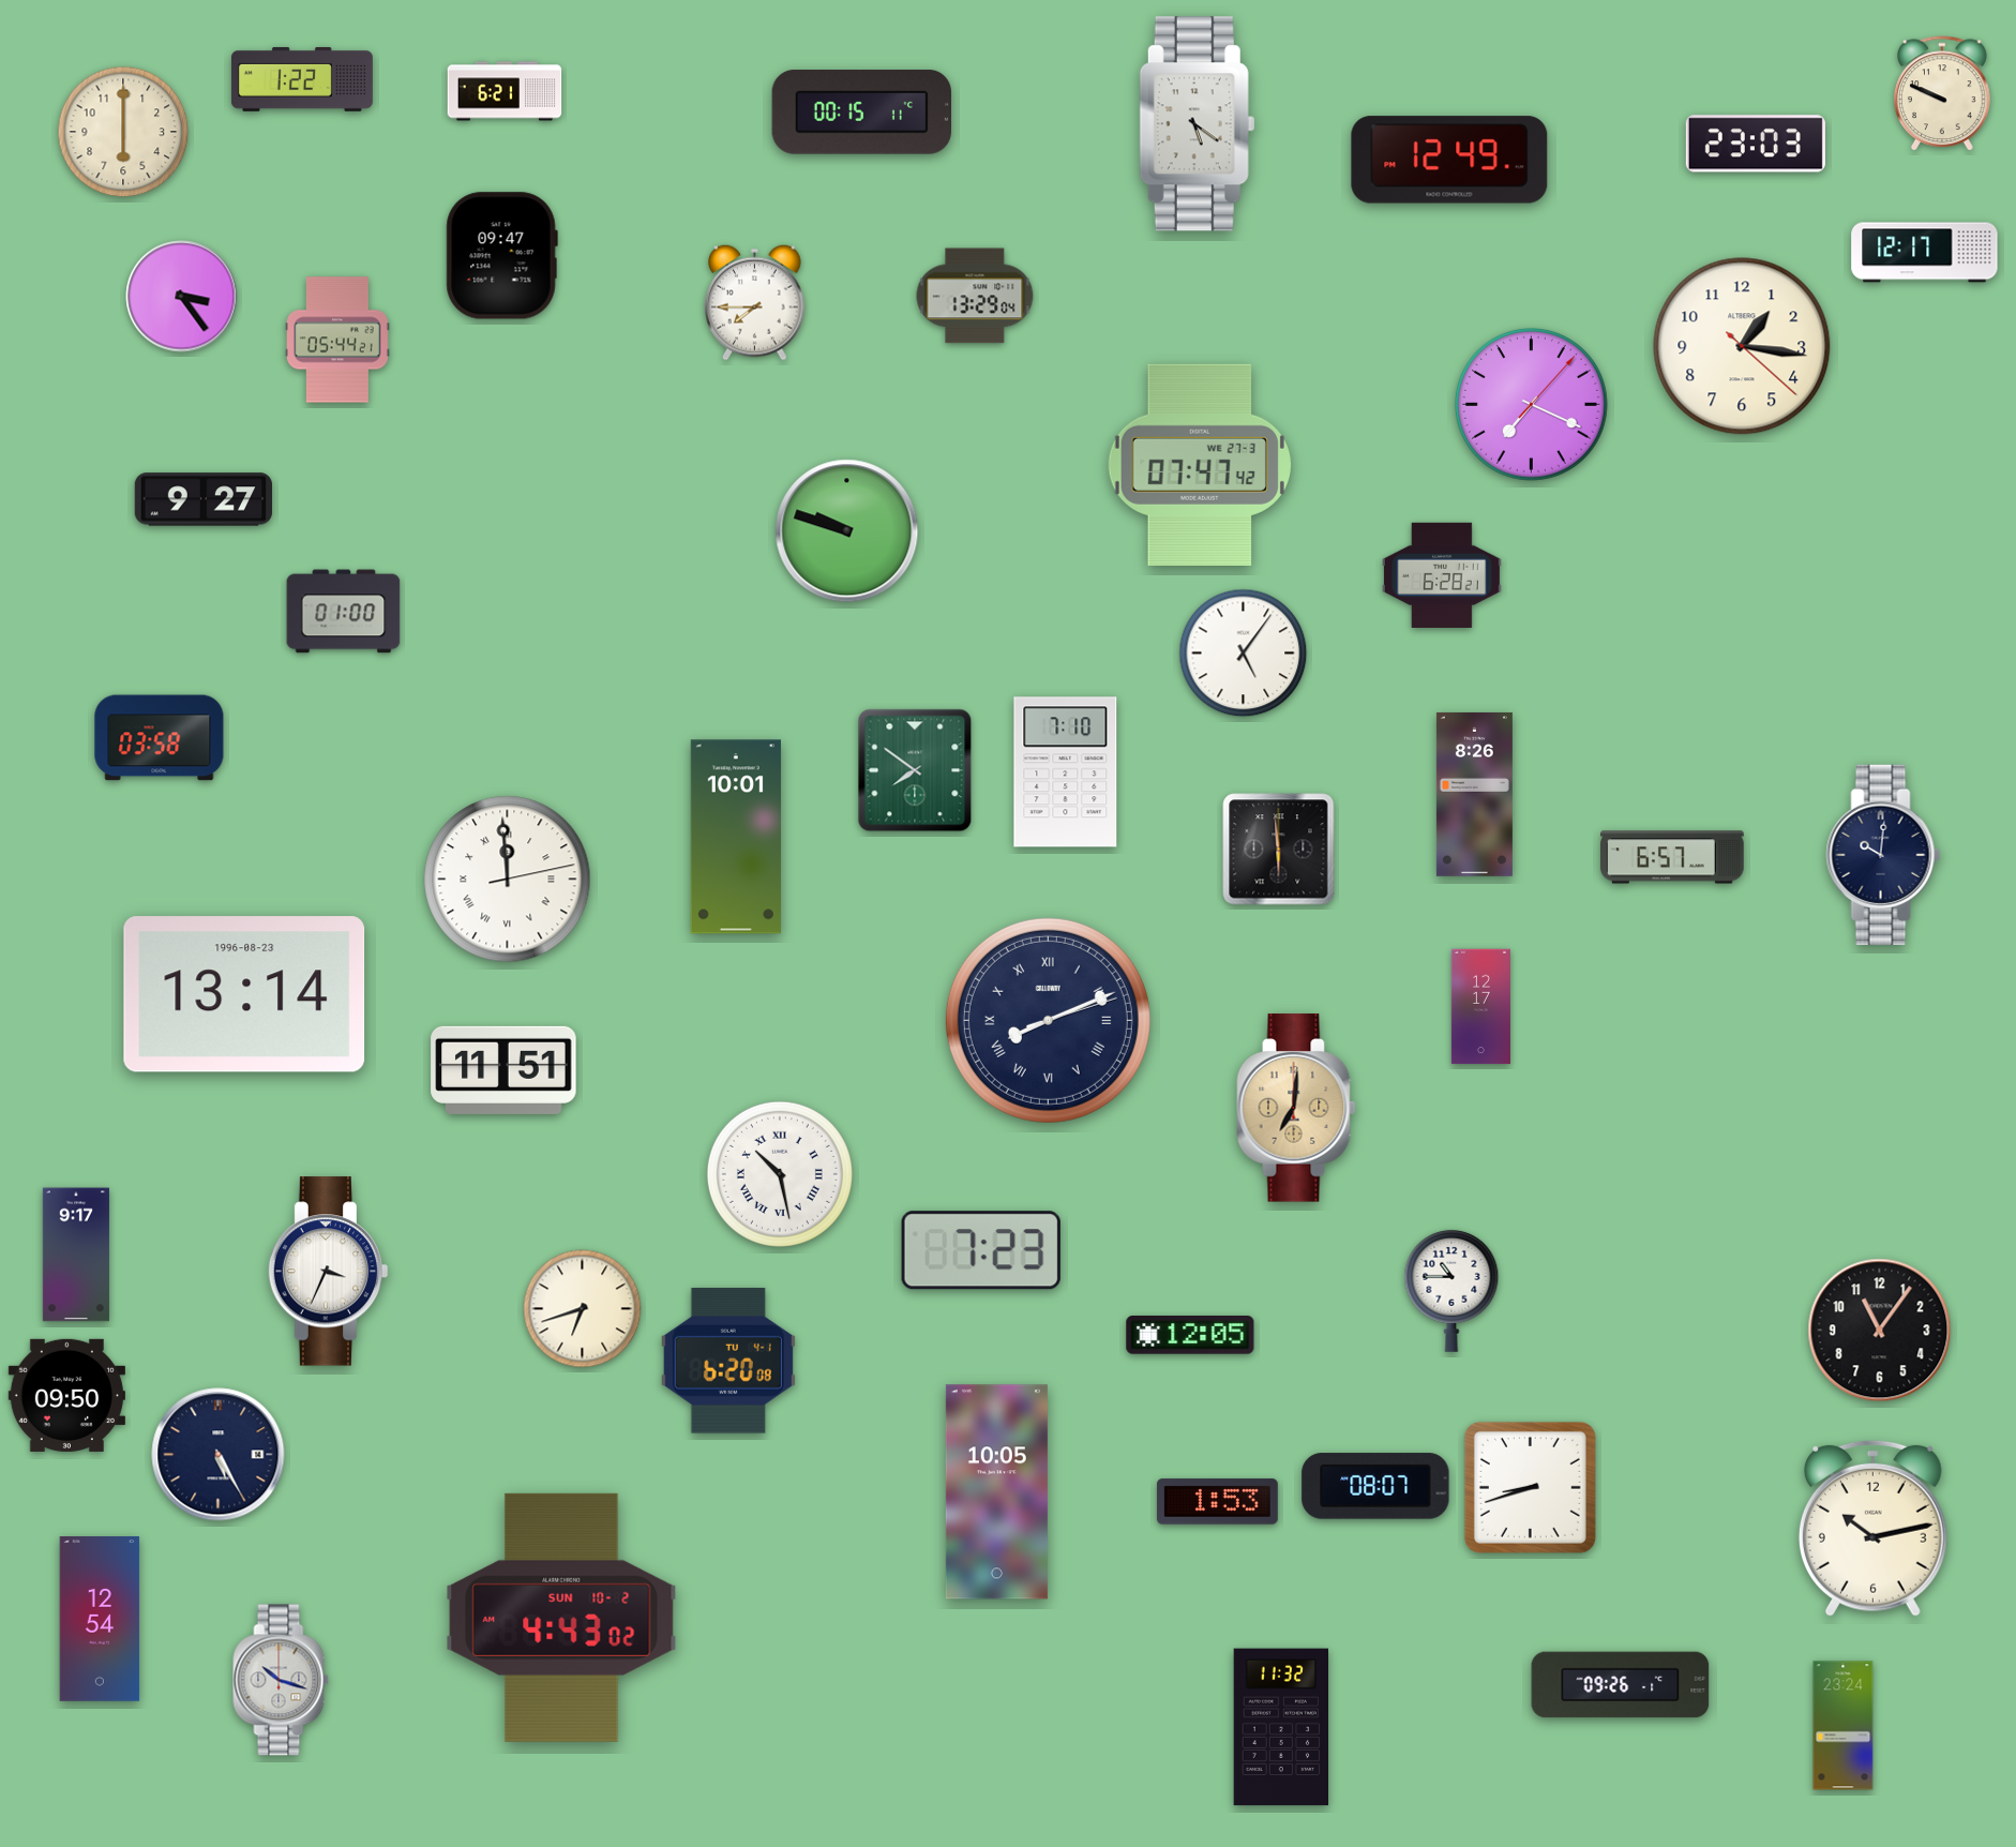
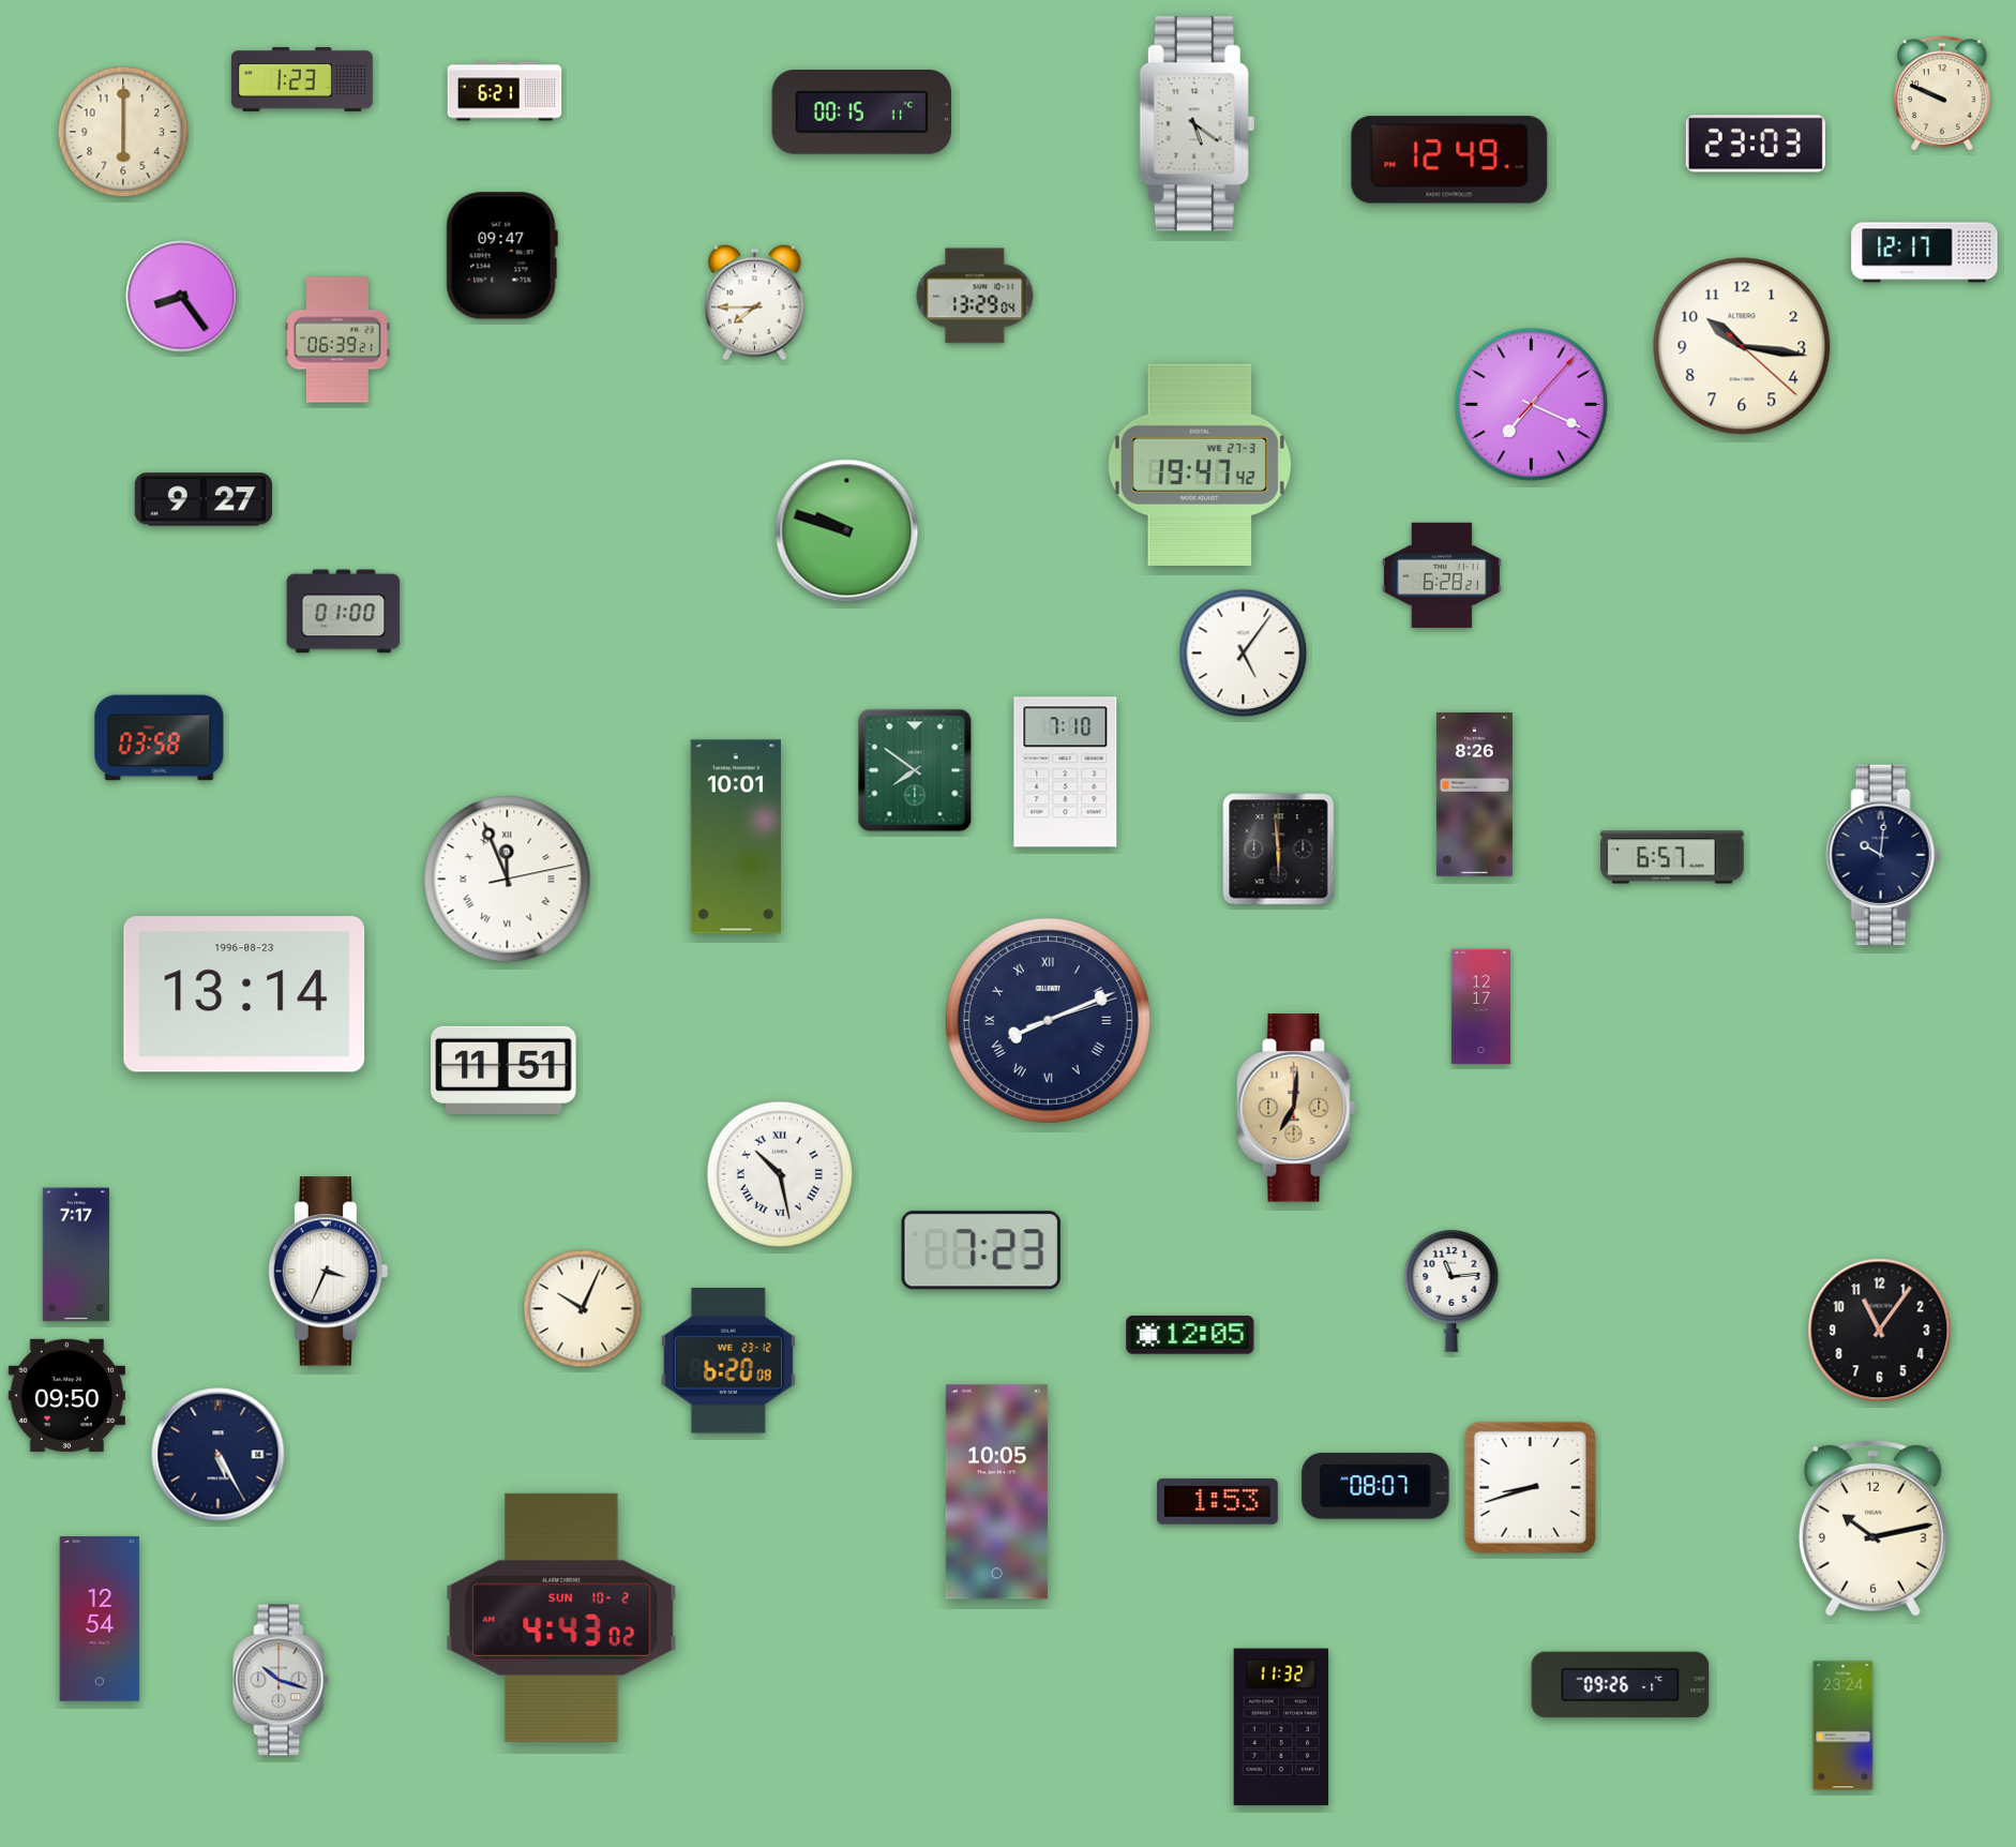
clock at (302, 79): 1:22 -> 1:23
clock at (182, 297): 3:24 -> 8:24
clock at (337, 340): 05:44 -> 06:39
clock at (1742, 346): 1:16 -> 10:16
clock at (1200, 465): 07:47 -> 19:47
clock at (508, 880): 11:59 -> 11:56
clock at (76, 1255): 9:17 -> 7:17
clock at (1451, 1291): 10:45 -> 11:14
clock at (583, 1309): 6:42 -> 10:04
clock at (728, 1361) date: TU 4-1 -> WE 23-12
